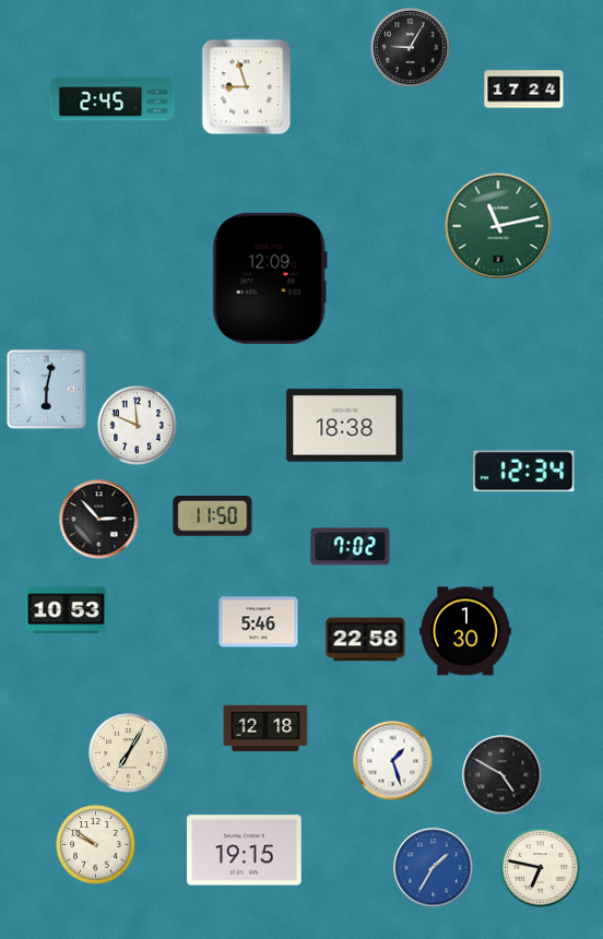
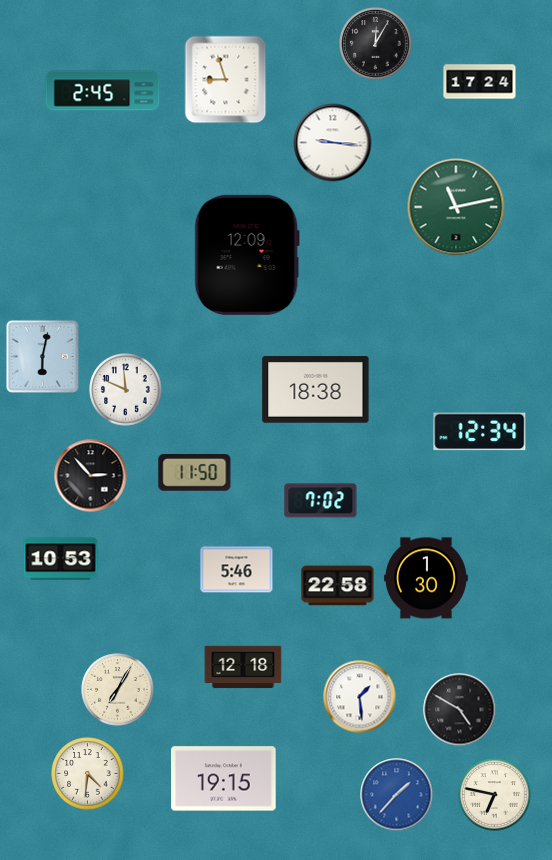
clock at (411, 48): 9:05 -> 12:05
clock at (333, 143): none -> 9:16
clock at (366, 640) position: (366, 640) -> (338, 586)
clock at (393, 761): 1:27 -> 1:29
clock at (96, 845): 9:51 -> 4:31
clock at (434, 868): 1:35 -> 1:37
